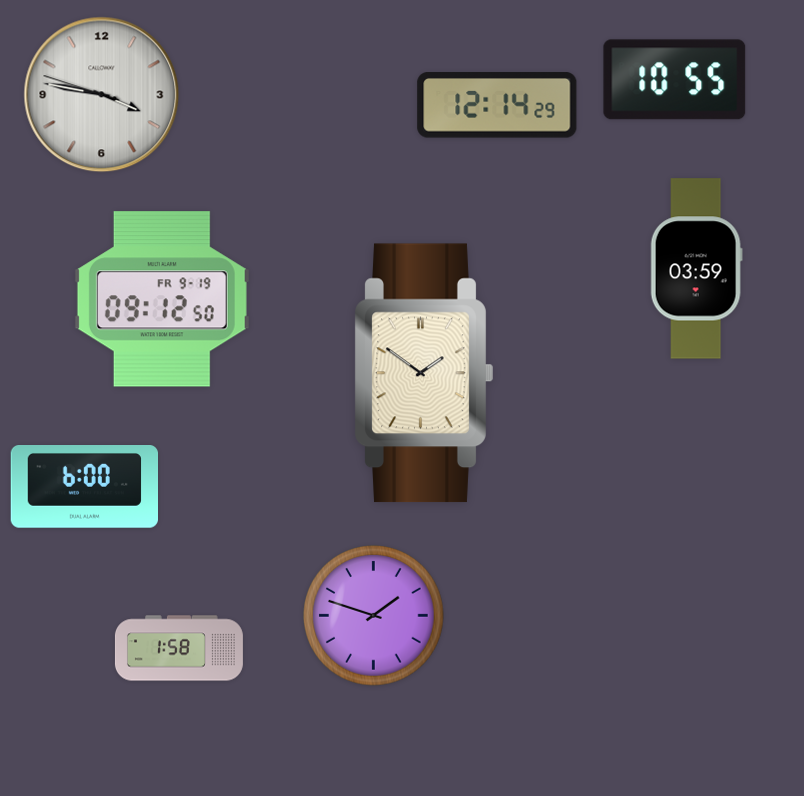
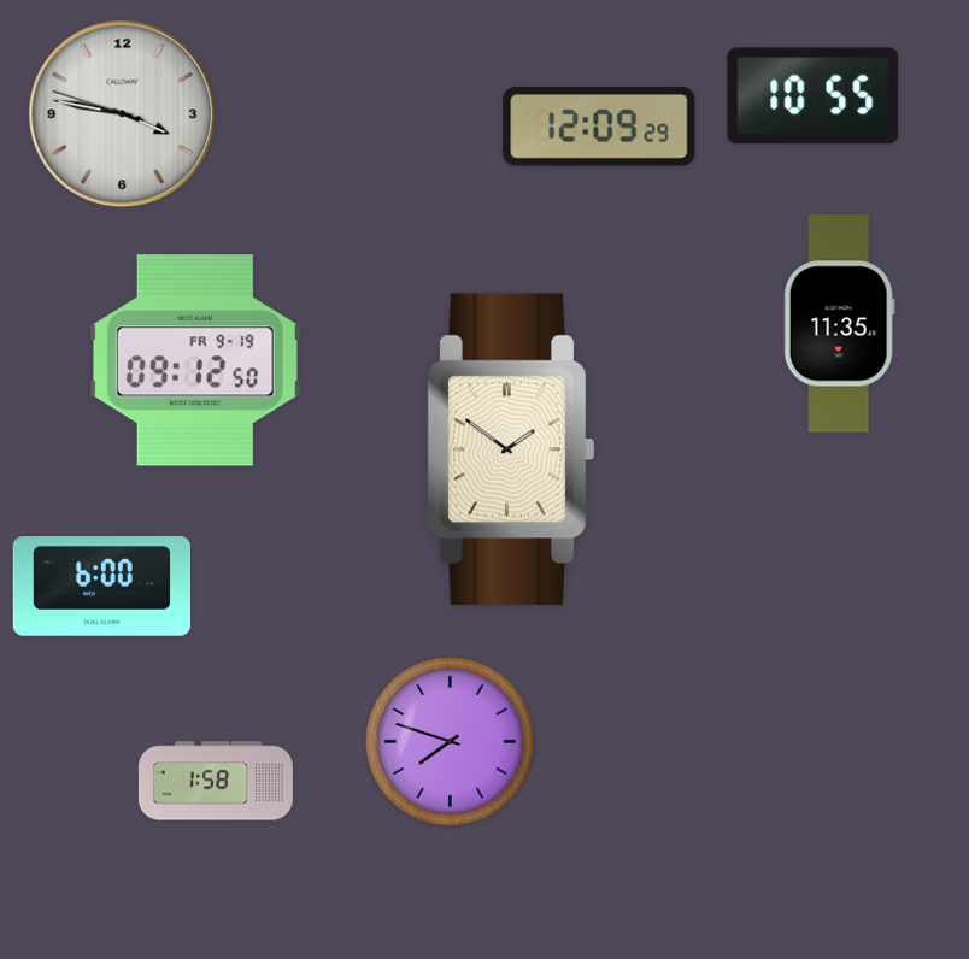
clock at (497, 105): 12:14 -> 12:09
clock at (696, 269): 03:59 -> 11:35
clock at (374, 616): 1:48 -> 7:48
